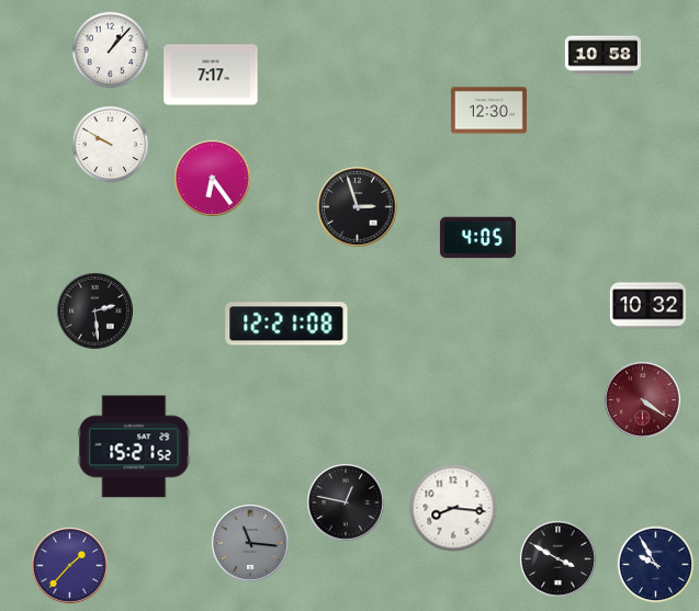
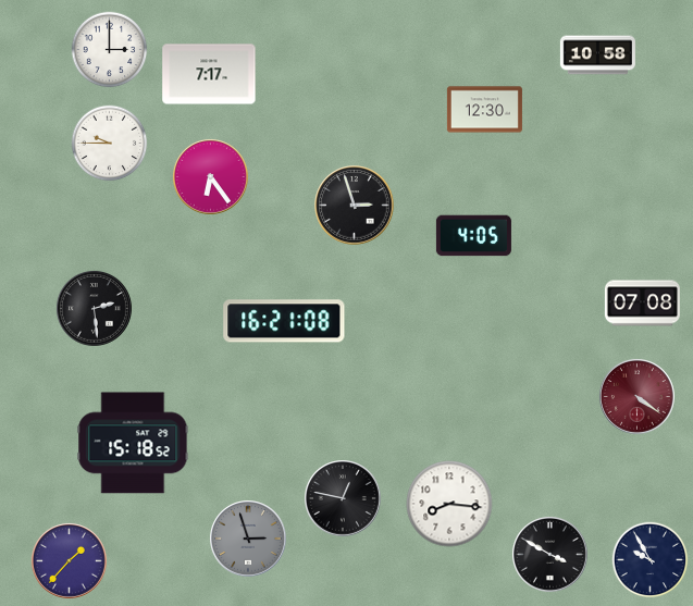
clock at (111, 50): 1:07 -> 3:00
clock at (111, 145): 9:50 -> 9:45
clock at (647, 306): 10:32 -> 07:08
clock at (286, 324): 12:21 -> 16:21
clock at (134, 446): 15:21 -> 15:18
clock at (251, 544): 11:16 -> 2:57
clock at (557, 558) position: (557, 558) -> (549, 554)
